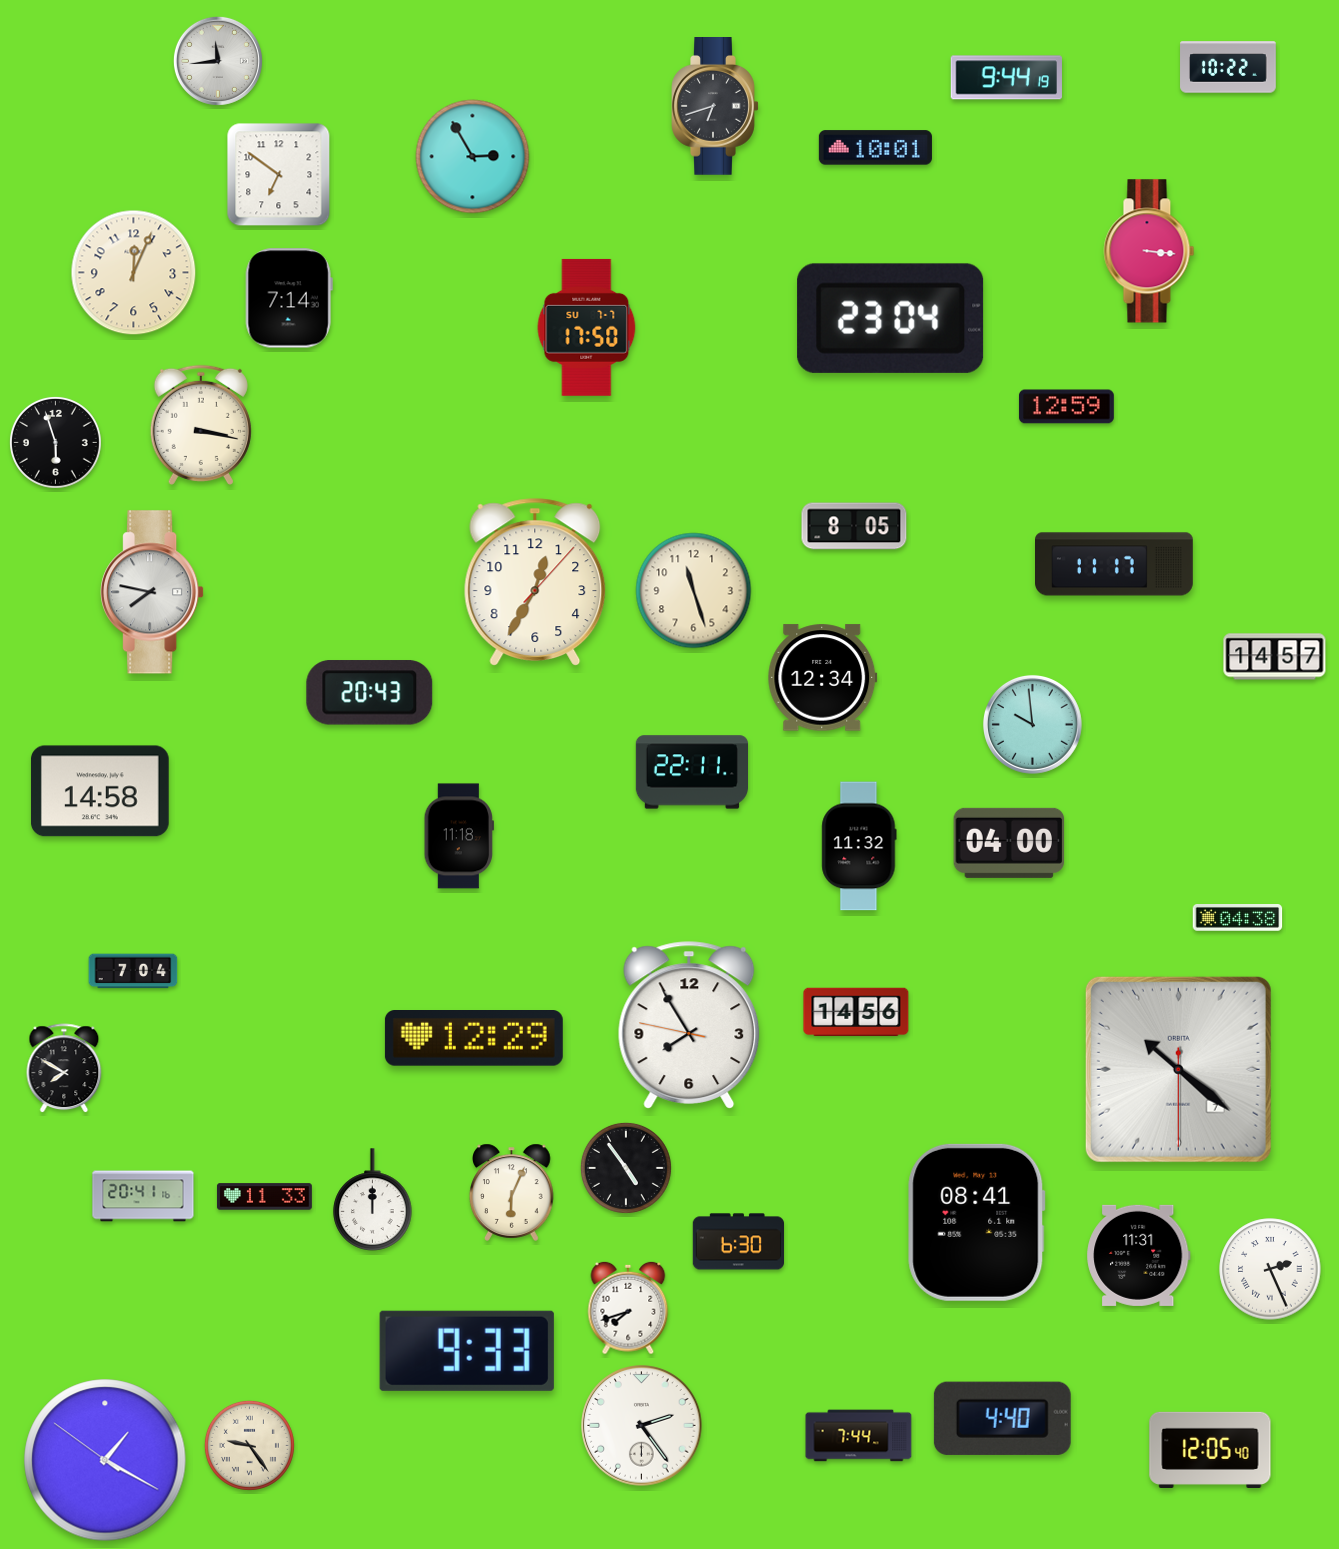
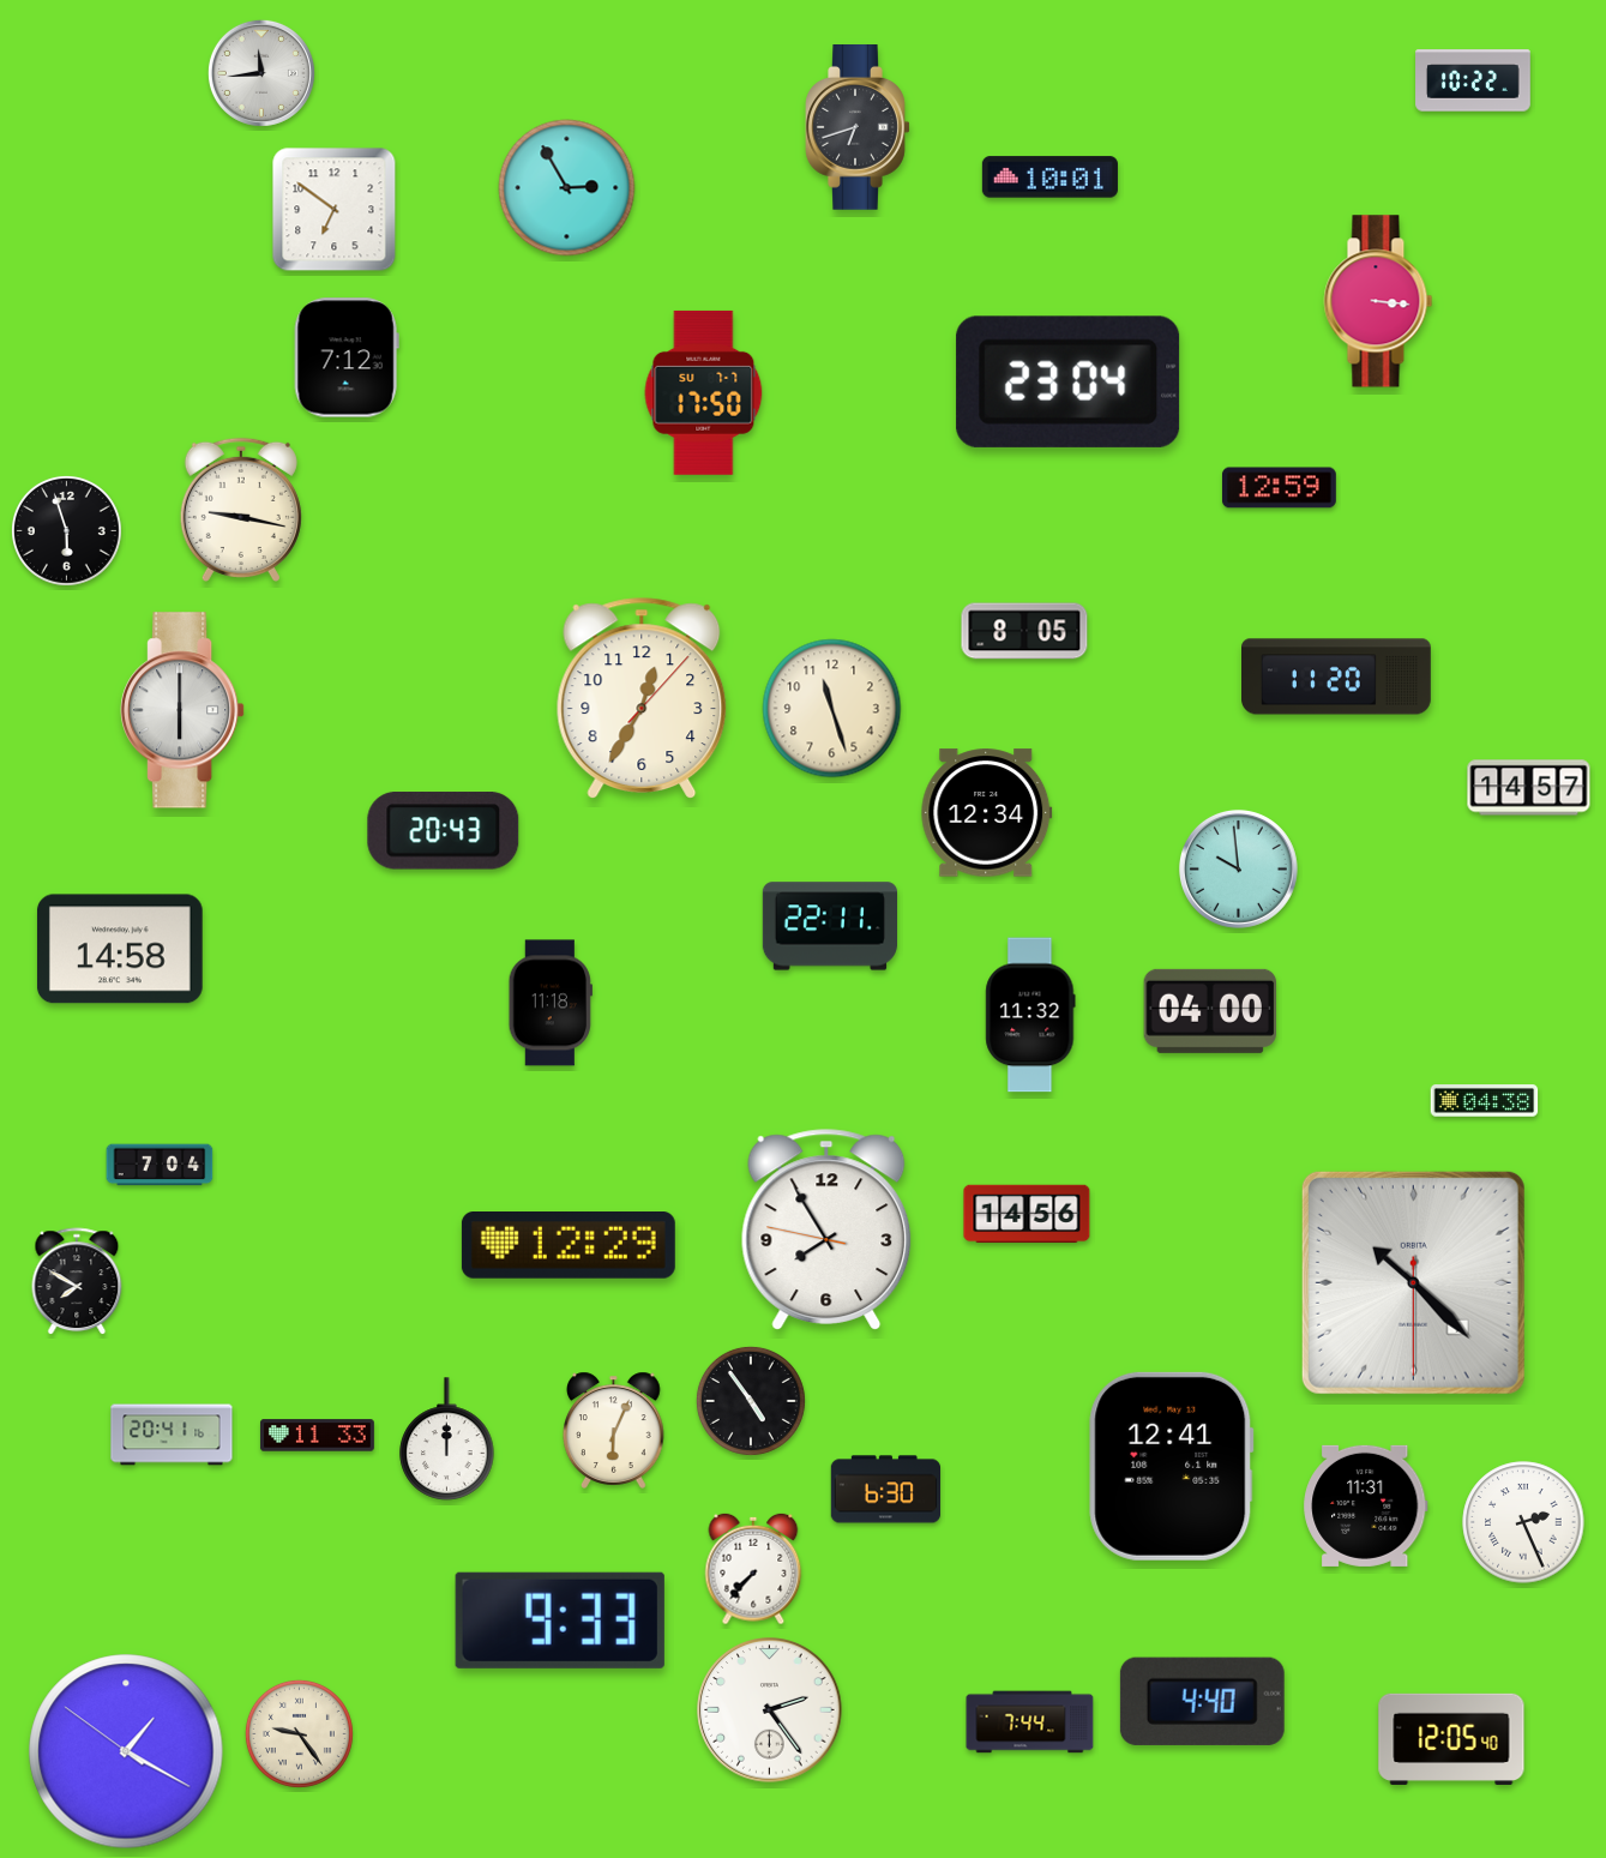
clock at (1006, 78): 9:44 -> none
clock at (134, 273): 12:04 -> none
clock at (289, 298): 7:14 -> 7:12
clock at (201, 425): 3:17 -> 9:17
clock at (1115, 564): 11:17 -> 11:20
clock at (152, 592): 7:47 -> 6:00
clock at (1178, 1069): 10:21 -> 10:22
clock at (977, 1222): 08:41 -> 12:41
clock at (628, 1308): 7:42 -> 7:37
